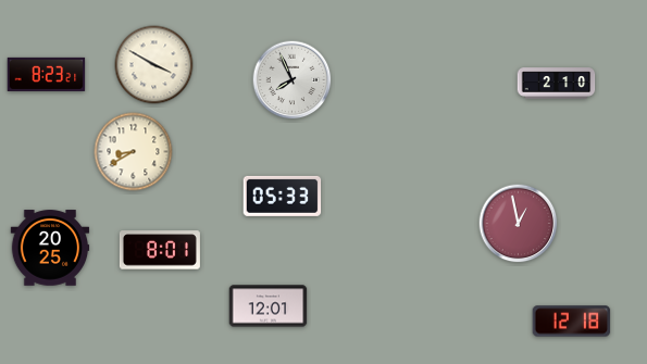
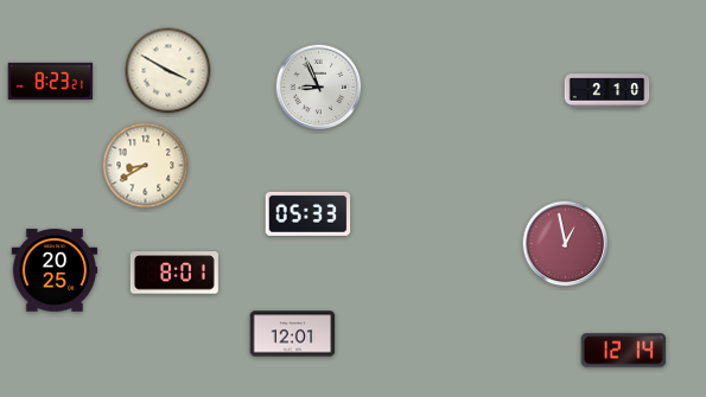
clock at (293, 80): 7:56 -> 8:56
clock at (572, 322): 12:18 -> 12:14
